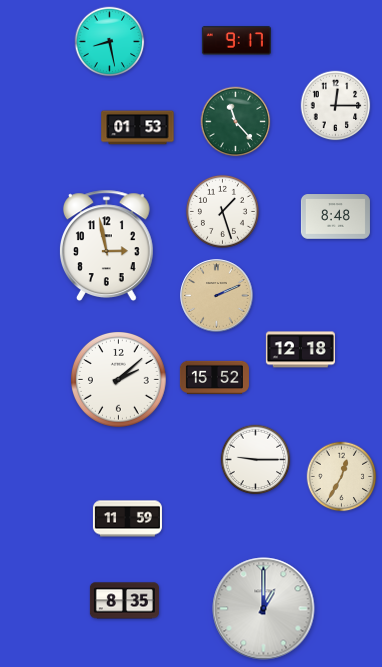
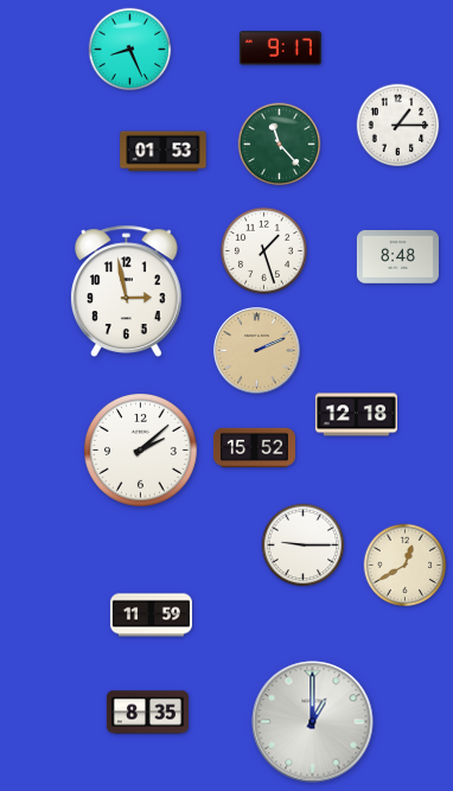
clock at (110, 42): 8:28 -> 8:26
clock at (336, 106): 12:15 -> 1:15
clock at (342, 477): 12:35 -> 12:40
